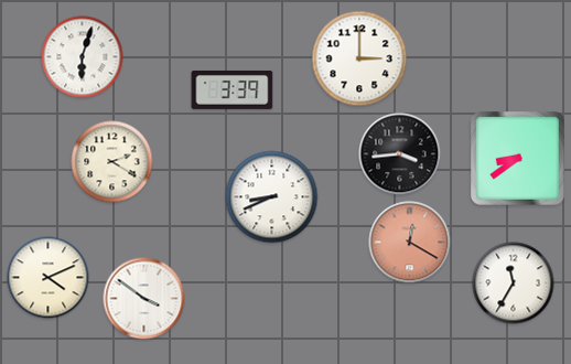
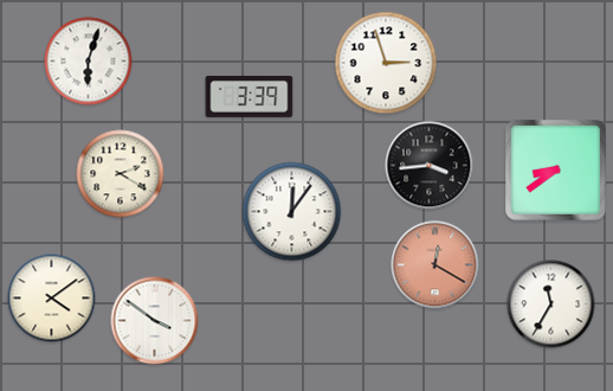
clock at (359, 58): 3:00 -> 2:57
clock at (272, 197): 8:41 -> 12:06
clock at (410, 243) position: (410, 243) -> (435, 265)
clock at (49, 278): 4:11 -> 4:09
